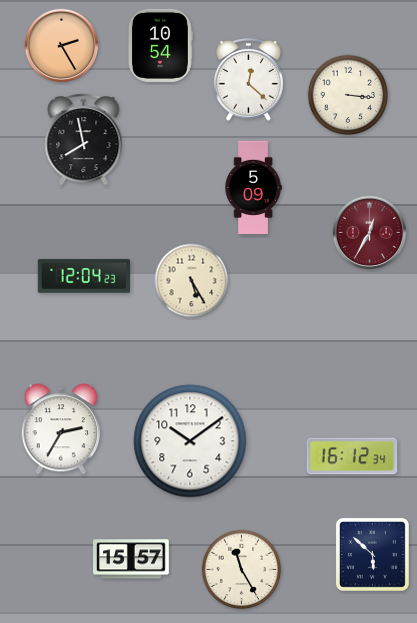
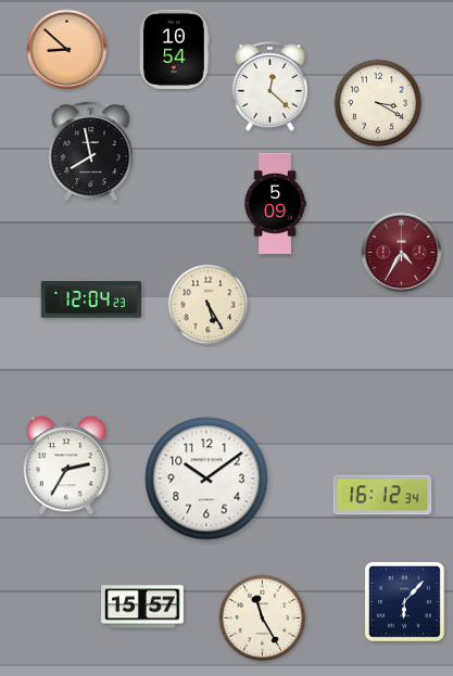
clock at (62, 46): 2:25 -> 8:52
clock at (348, 95): 3:16 -> 3:20
clock at (370, 233): 12:35 -> 4:35
clock at (372, 554): 5:52 -> 6:07
